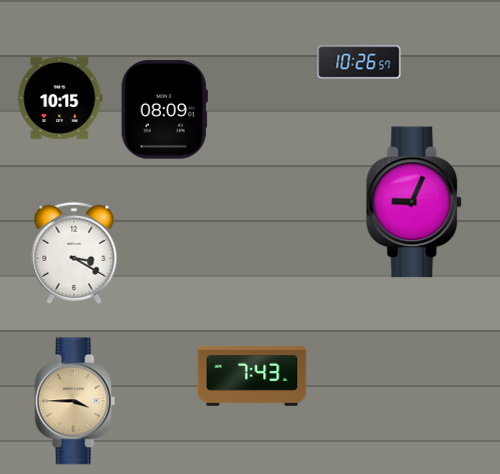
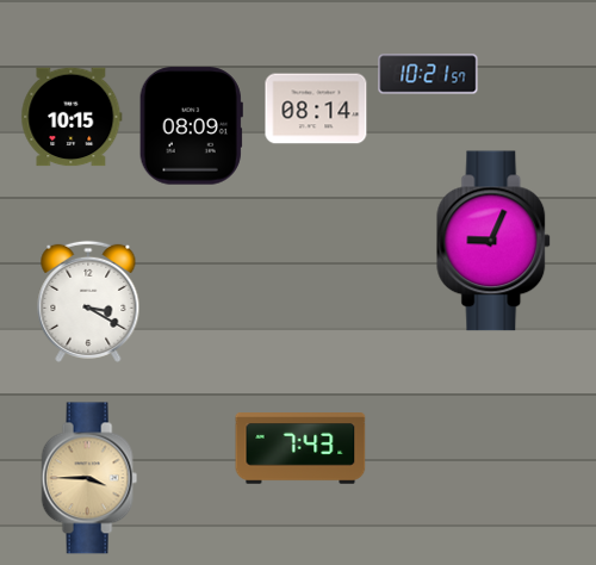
clock at (359, 62): 10:26 -> 10:21
clock at (316, 108): none -> 08:14
clock at (164, 110) position: (164, 110) -> (191, 126)
